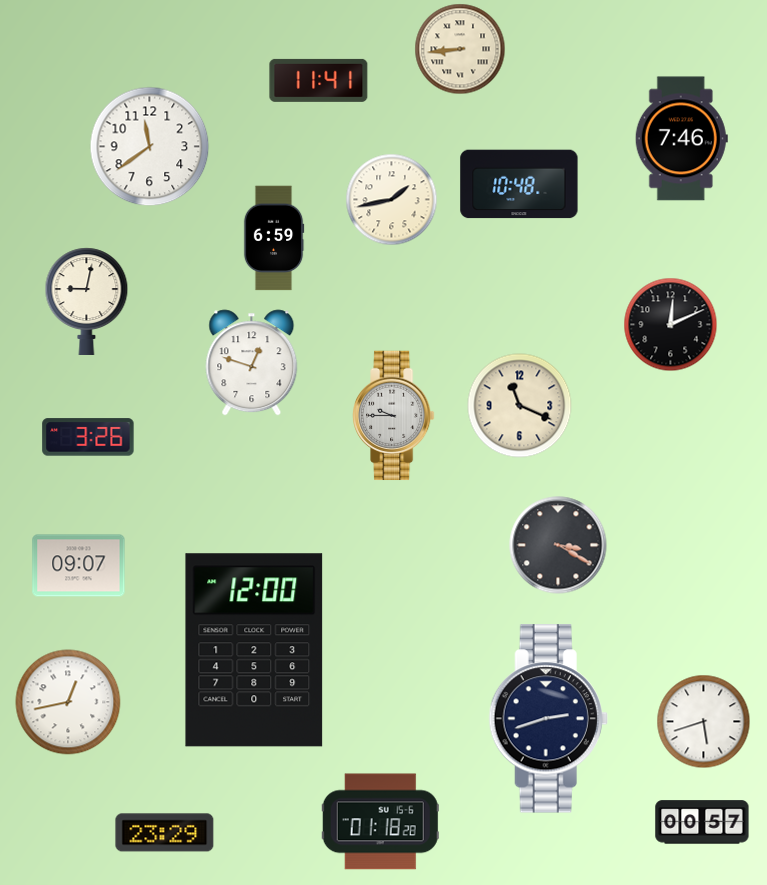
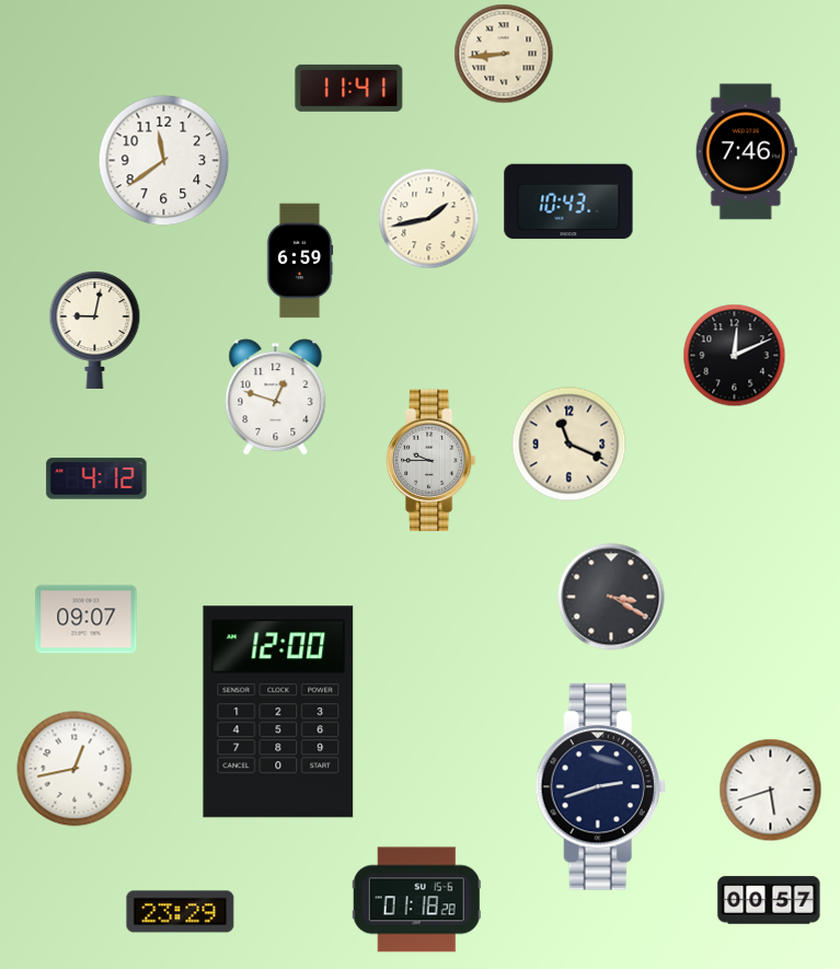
clock at (519, 184): 10:48 -> 10:43
clock at (394, 416) position: (394, 416) -> (431, 461)
clock at (88, 437): 3:26 -> 4:12
